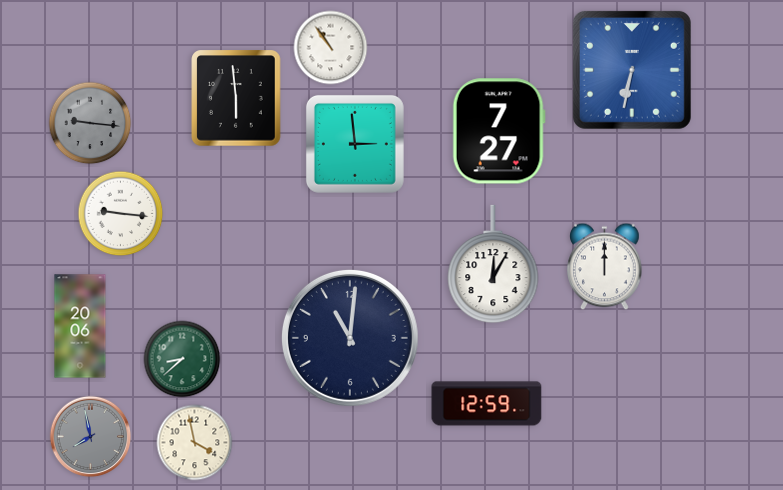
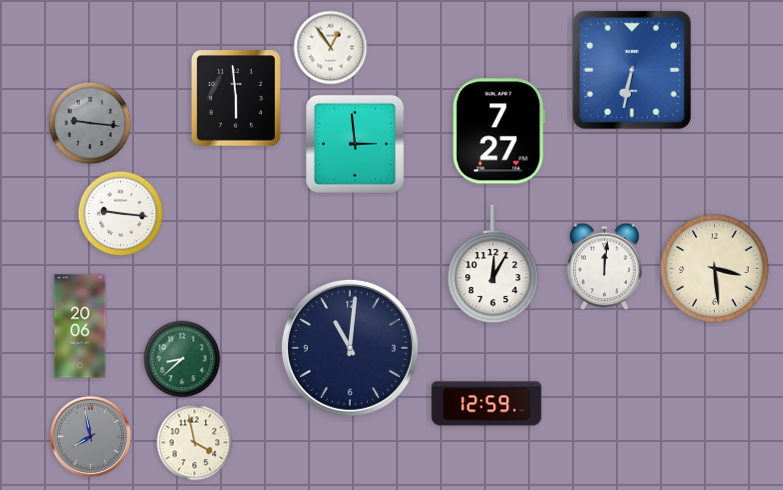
clock at (331, 48): 10:54 -> 12:54
clock at (605, 267): 12:00 -> 12:01
clock at (715, 269): none -> 3:29
clock at (350, 338) position: (350, 338) -> (350, 348)
